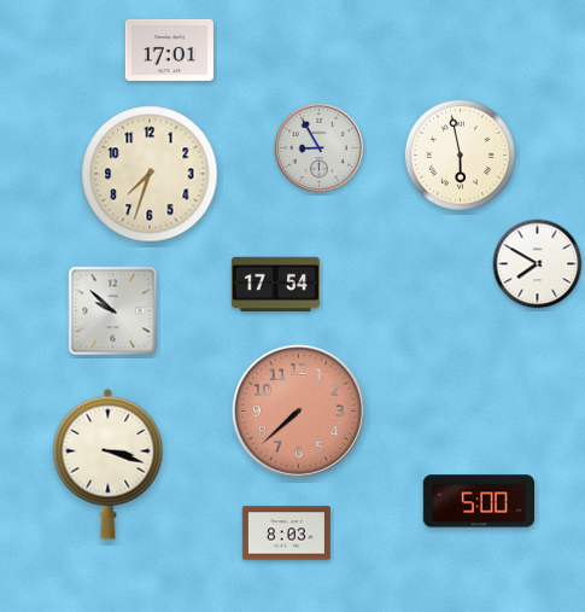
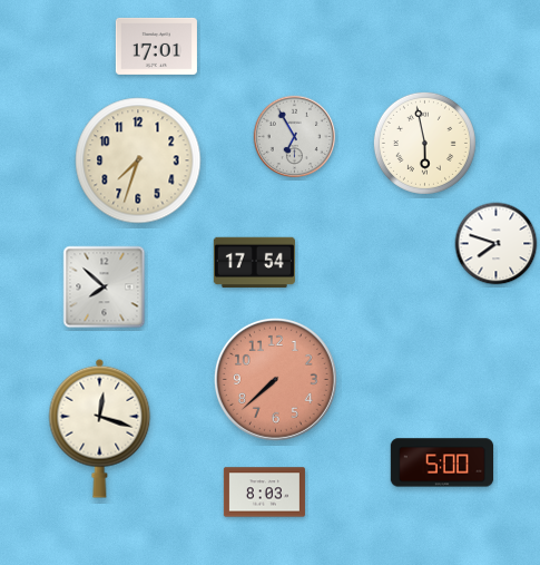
clock at (320, 148): 8:55 -> 6:55
clock at (538, 264): 7:50 -> 7:48
clock at (113, 311): 9:52 -> 7:52
clock at (109, 464): 3:18 -> 12:18
